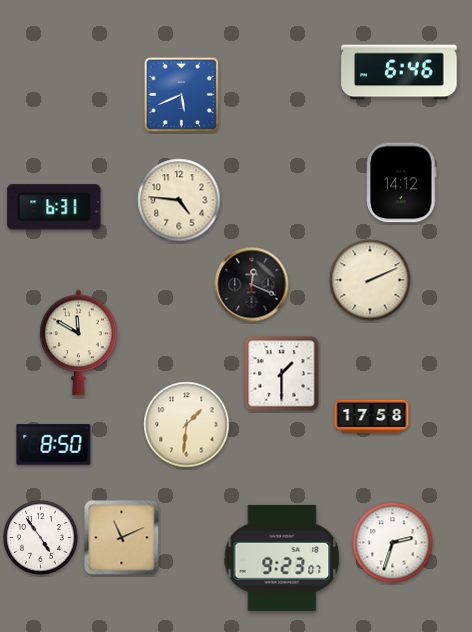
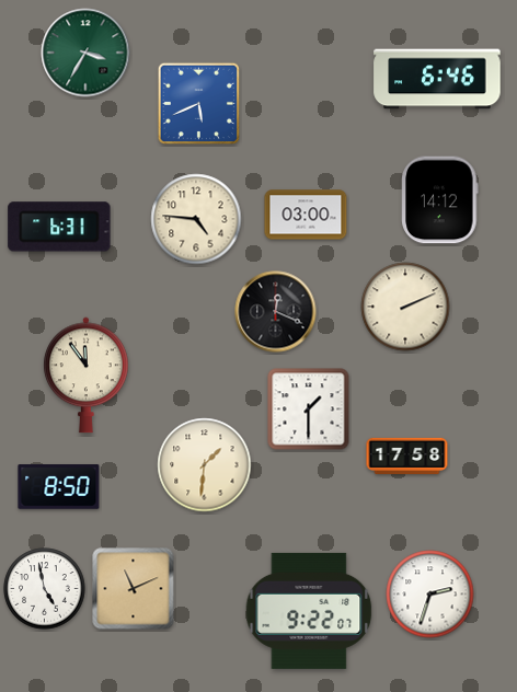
clock at (85, 53): none -> 3:35
clock at (306, 215): none -> 03:00
clock at (79, 343): 11:50 -> 11:54
clock at (41, 538): 4:54 -> 4:58
clock at (282, 558): 9:23 -> 9:22
